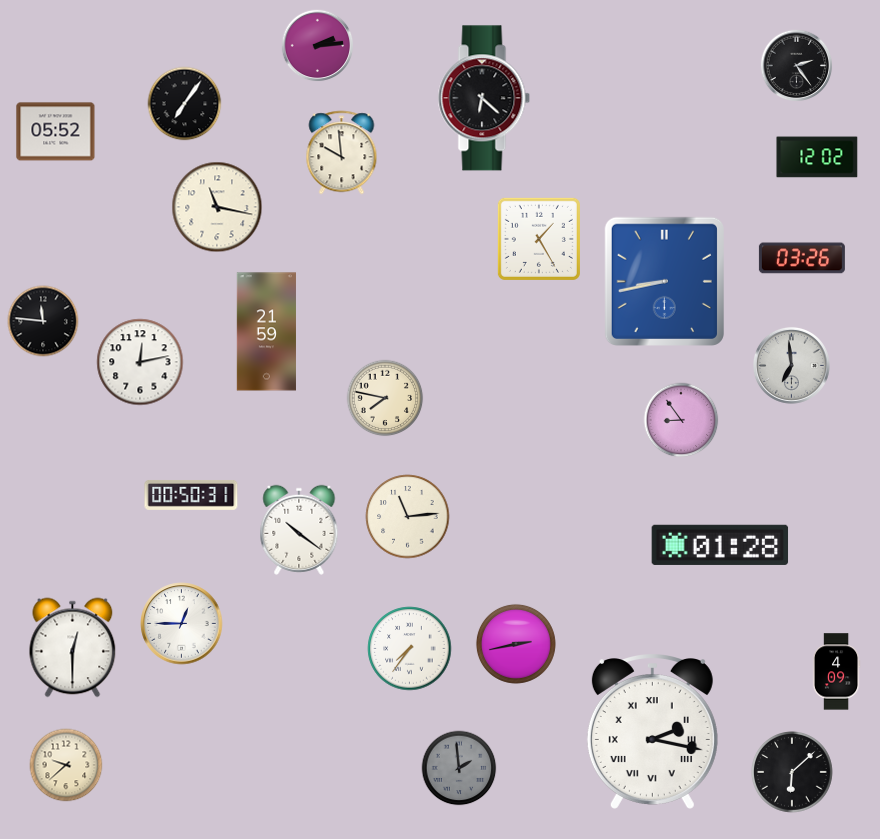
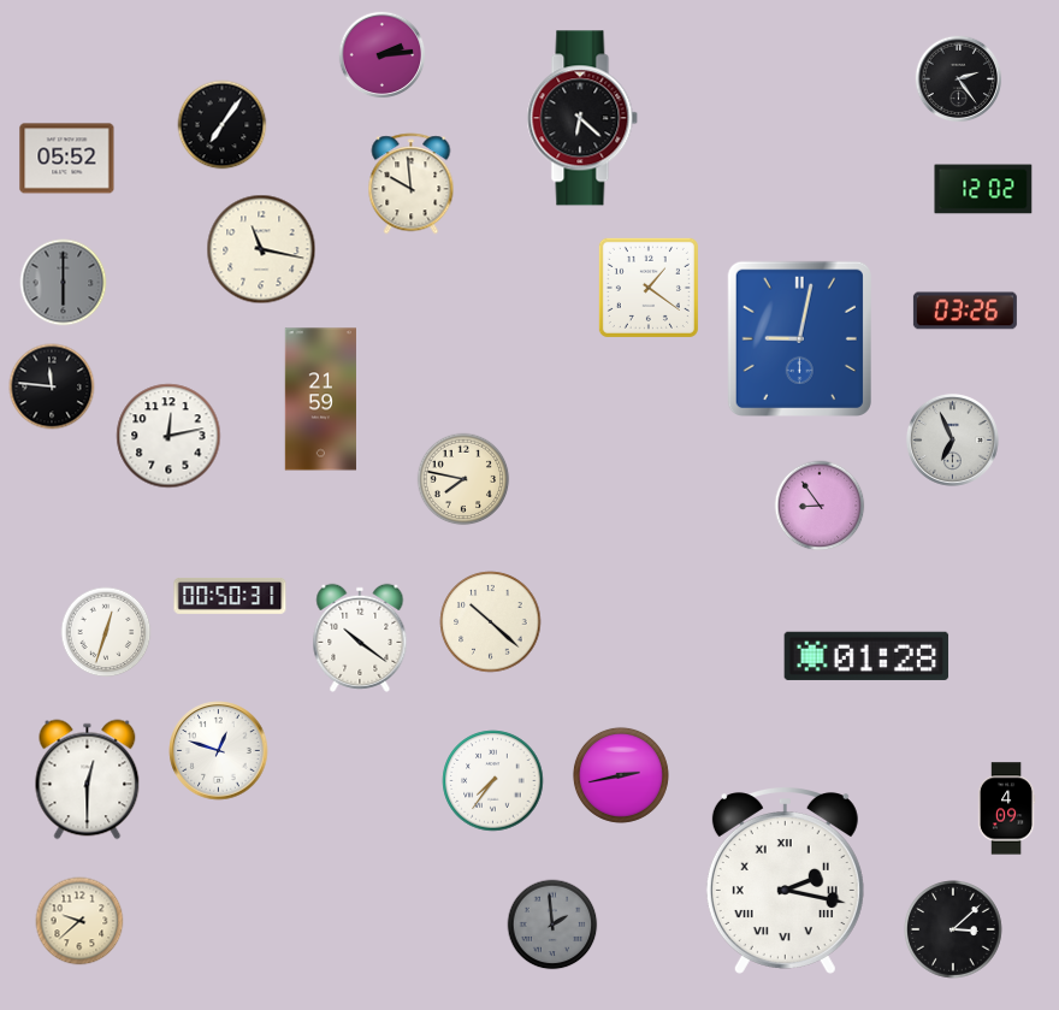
clock at (64, 283): none -> 6:00
clock at (539, 239): 1:25 -> 1:21
clock at (664, 281): 8:43 -> 9:02
clock at (791, 365): 6:59 -> 6:56
clock at (408, 517): 11:14 -> 10:22
clock at (106, 632): none -> 12:33
clock at (182, 624): 12:45 -> 12:48
clock at (793, 773): 6:08 -> 3:08
